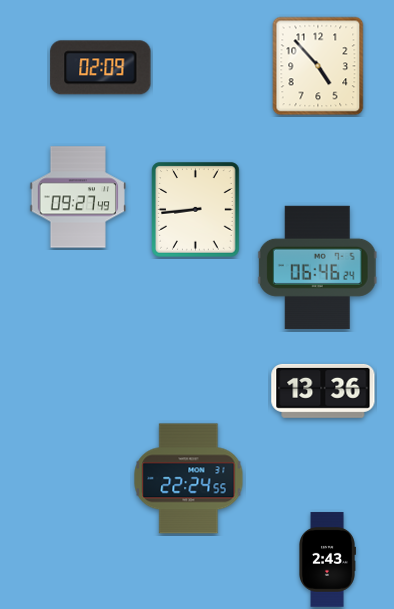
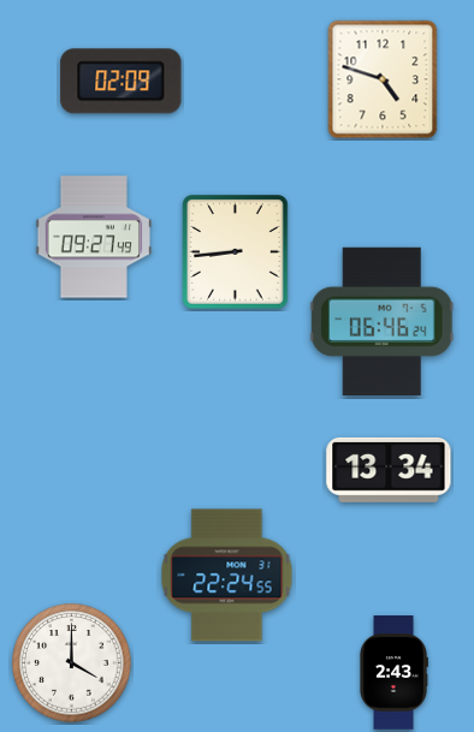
clock at (318, 66): 4:53 -> 4:48
clock at (323, 391): 13:36 -> 13:34
clock at (72, 663): none -> 4:00
